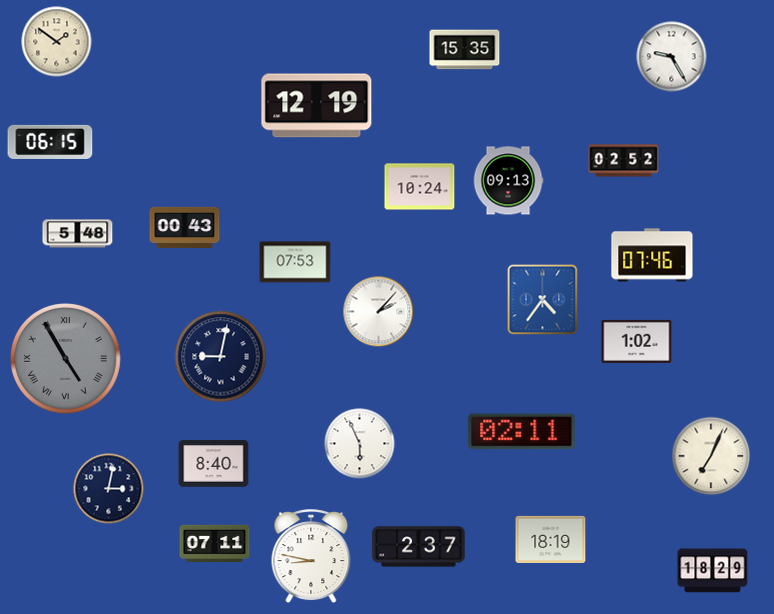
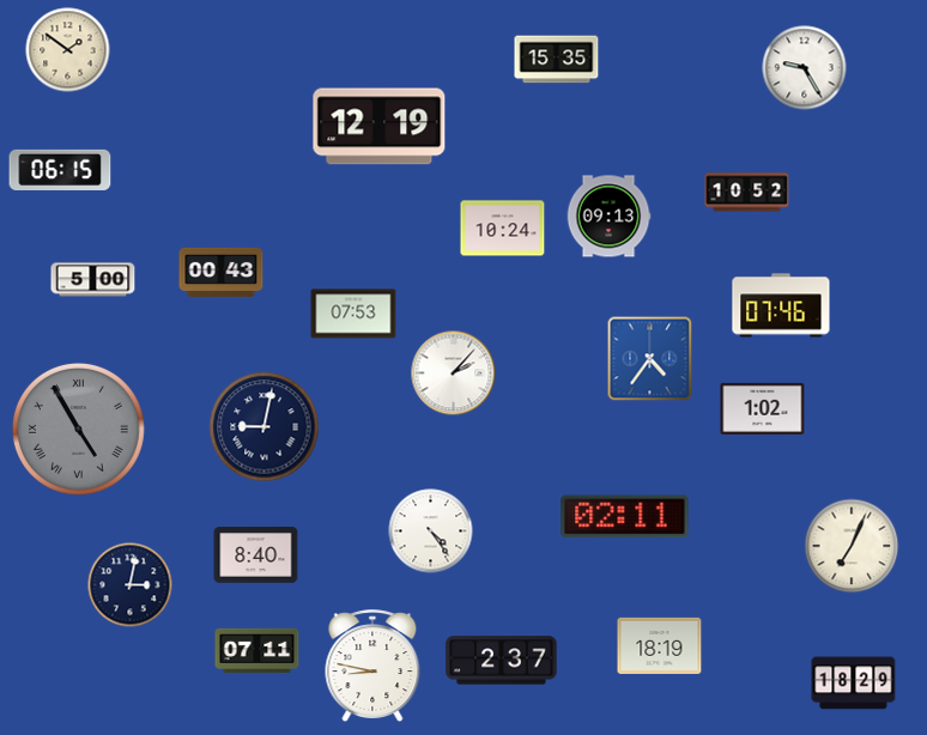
clock at (624, 161): 02:52 -> 10:52
clock at (420, 187) position: (420, 187) -> (503, 229)
clock at (78, 234): 5:48 -> 5:00
clock at (360, 444): 5:56 -> 4:24
clock at (419, 547) position: (419, 547) -> (502, 661)
